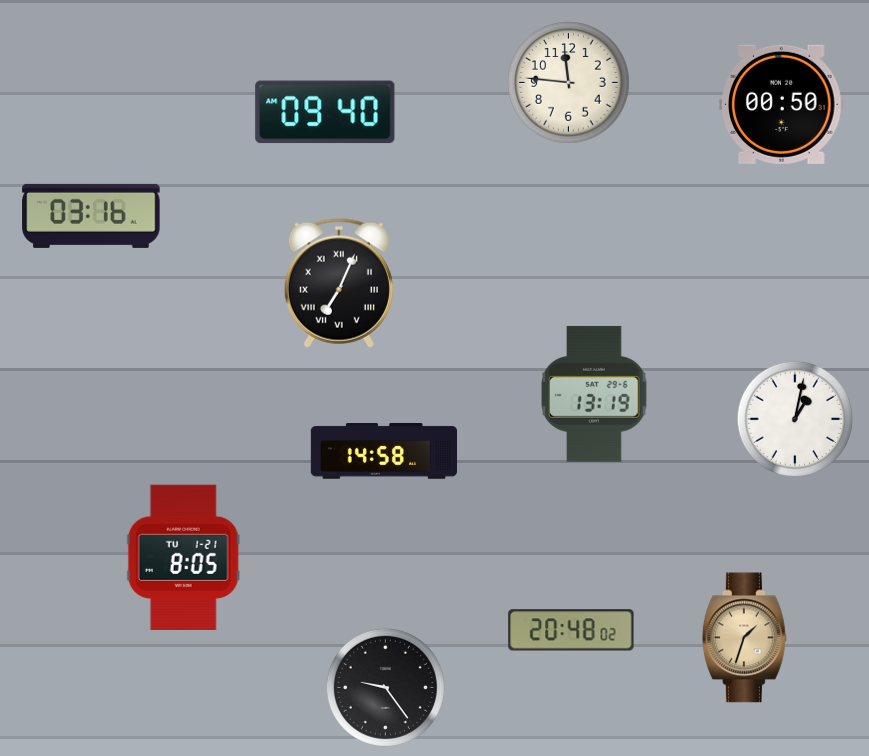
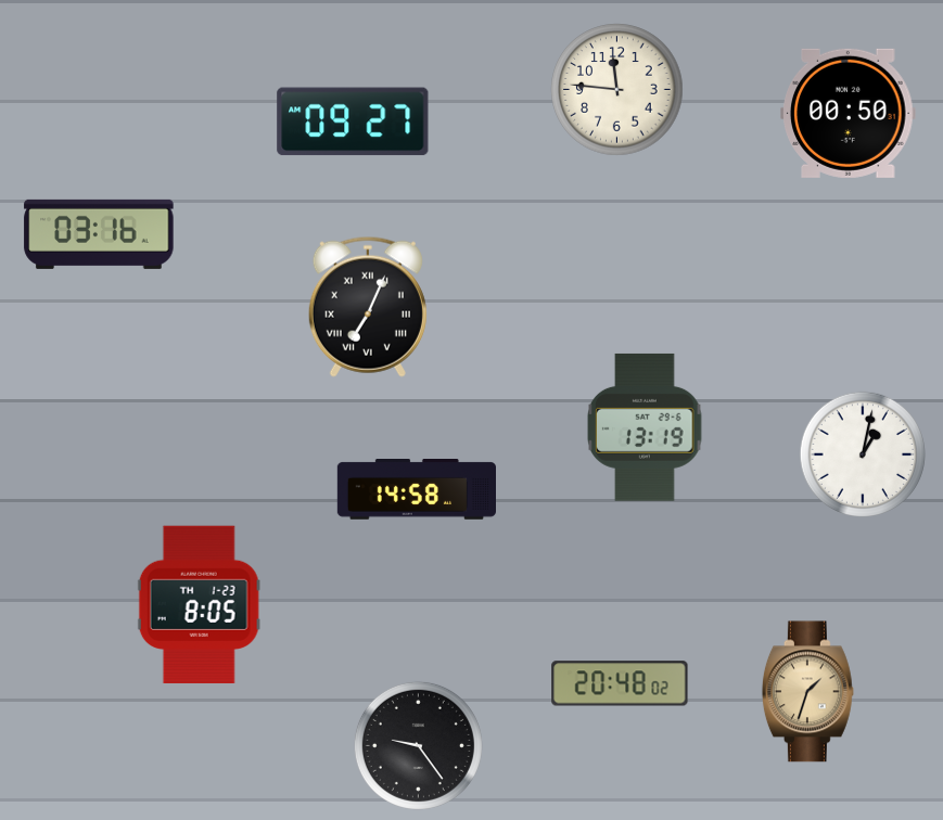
clock at (325, 112): 09:40 -> 09:27
clock at (183, 557) date: TU 1-21 -> TH 1-23
